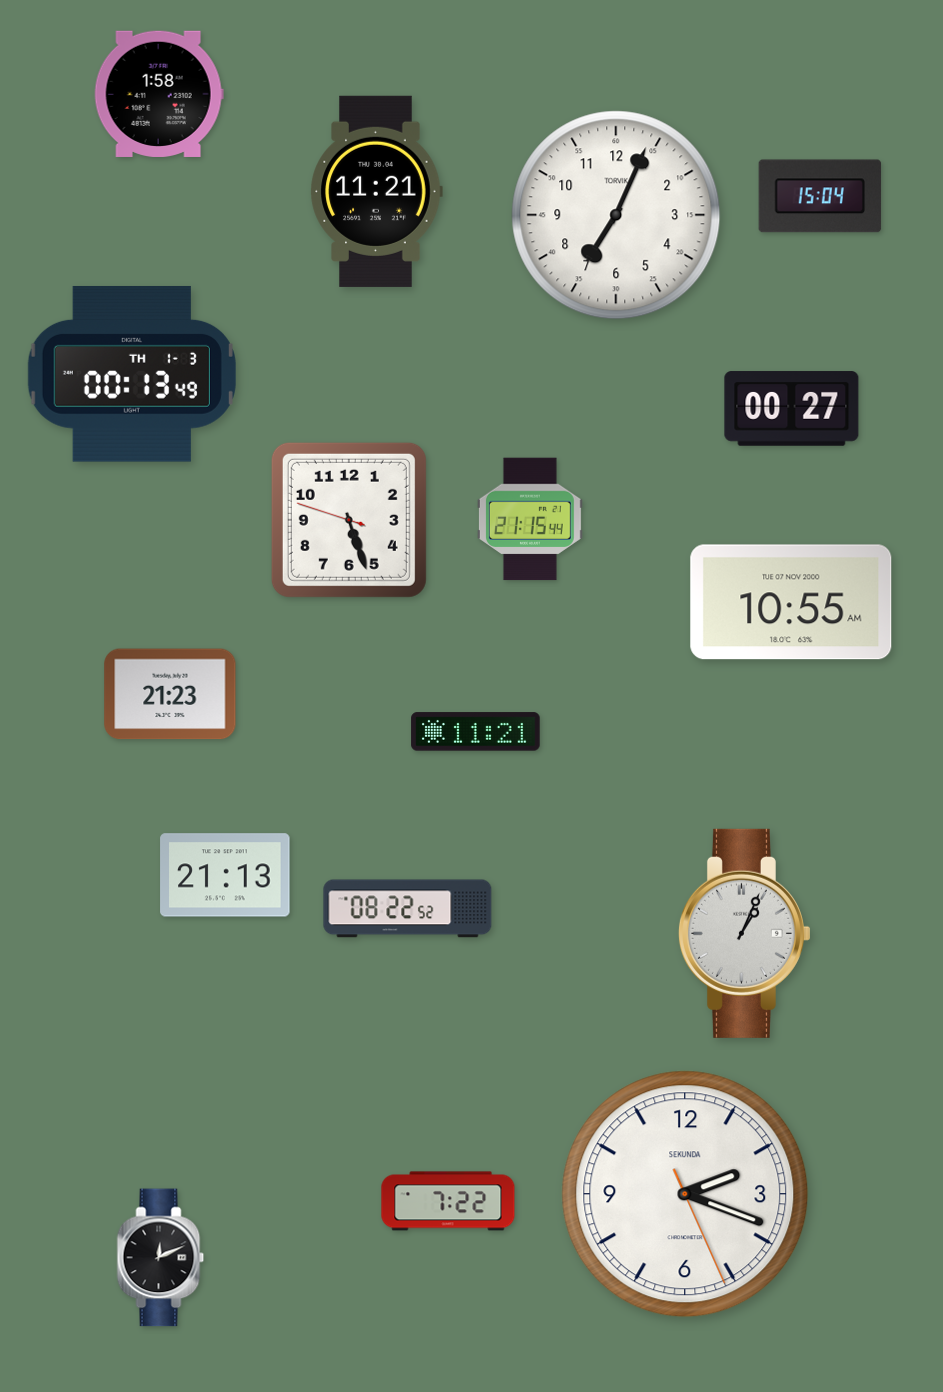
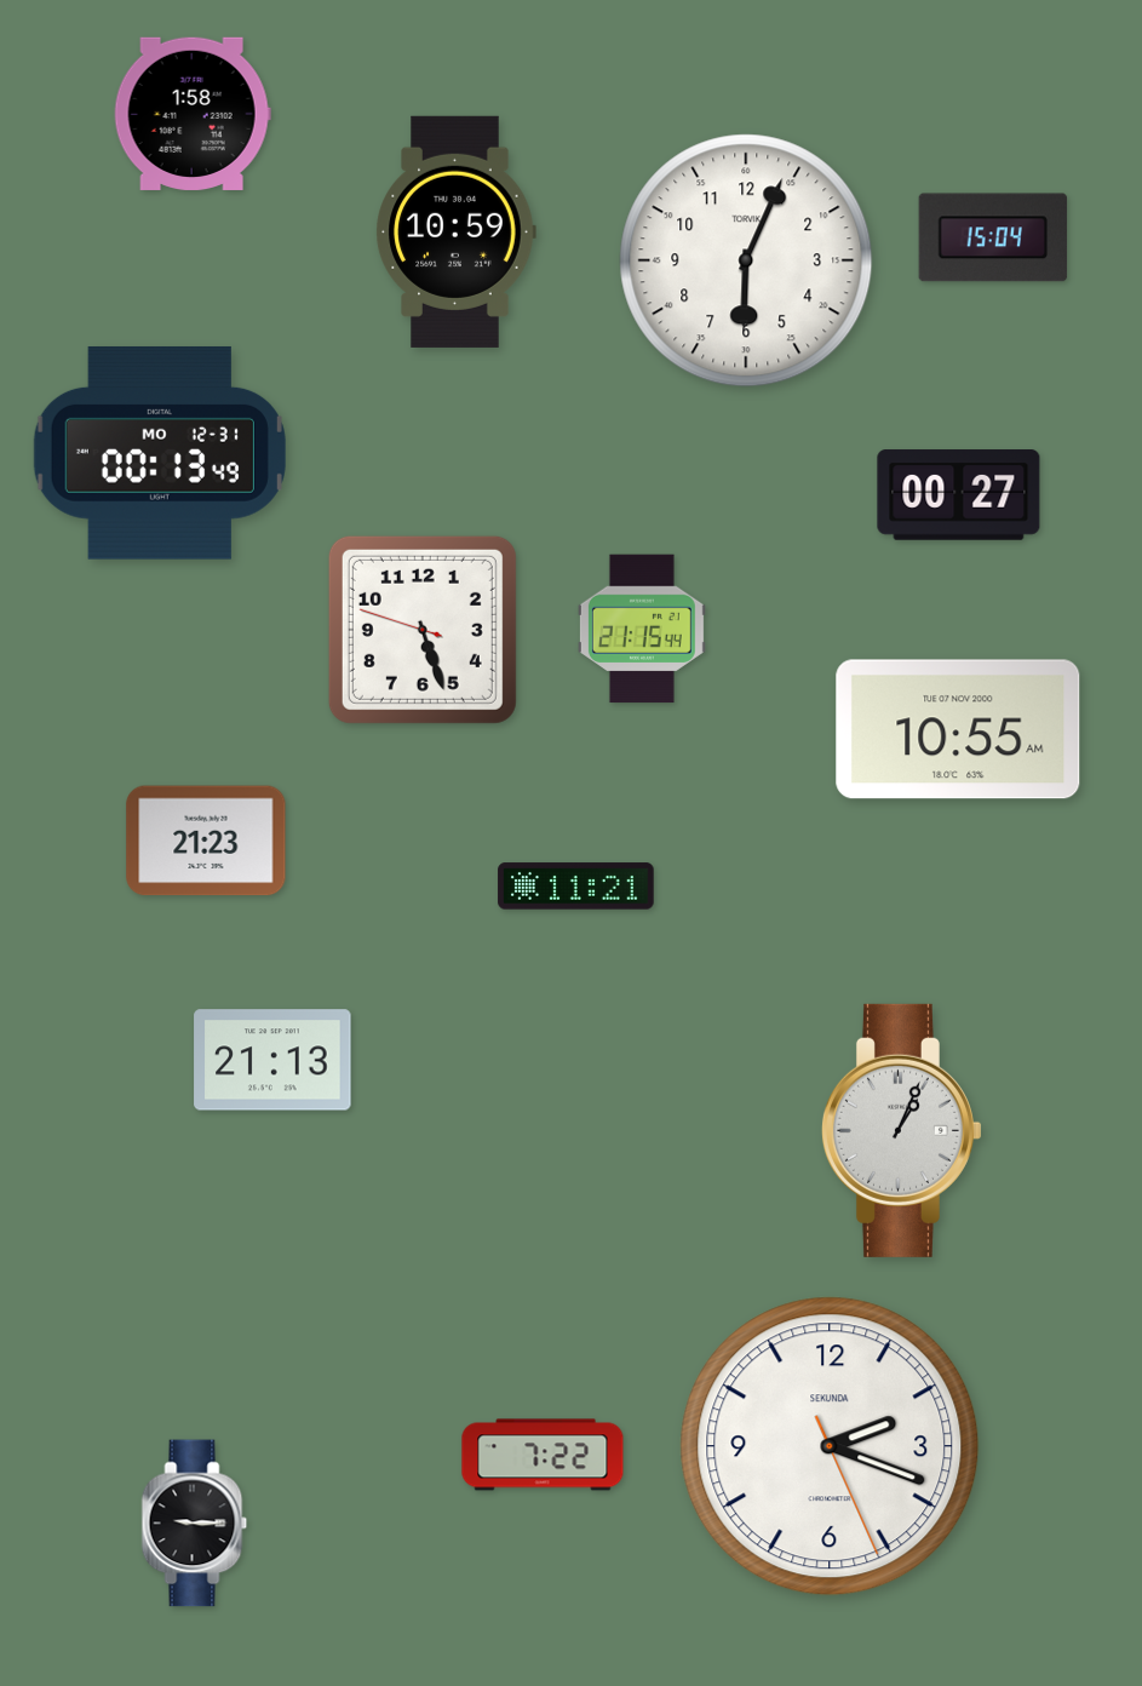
clock at (376, 191): 11:21 -> 10:59
clock at (616, 215): 7:04 -> 6:04
clock at (132, 374) date: TH 1-3 -> MO 12-31
clock at (408, 909): 08:22 -> none
clock at (161, 1258): 12:11 -> 9:15
